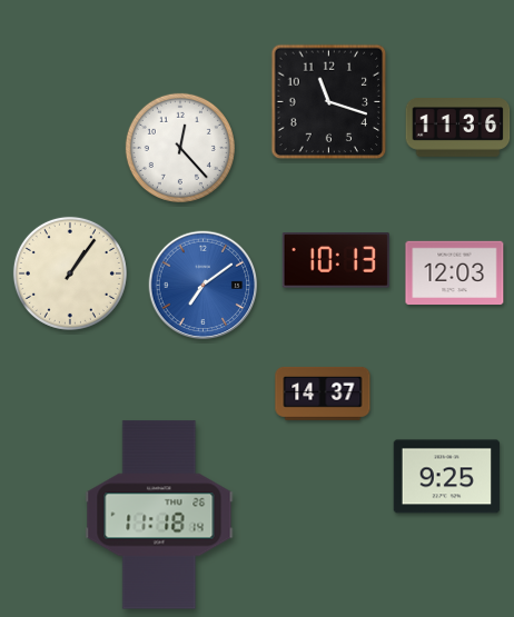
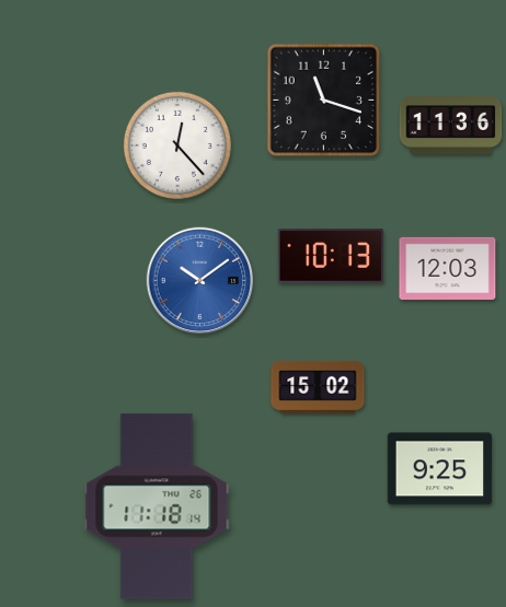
clock at (70, 273): 1:06 -> none
clock at (204, 286): 7:09 -> 10:09
clock at (323, 394): 14:37 -> 15:02
